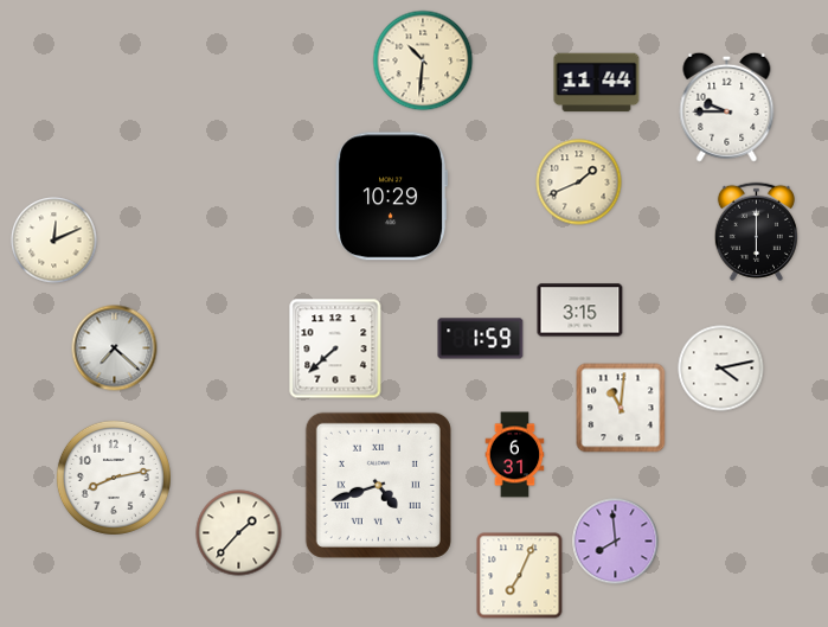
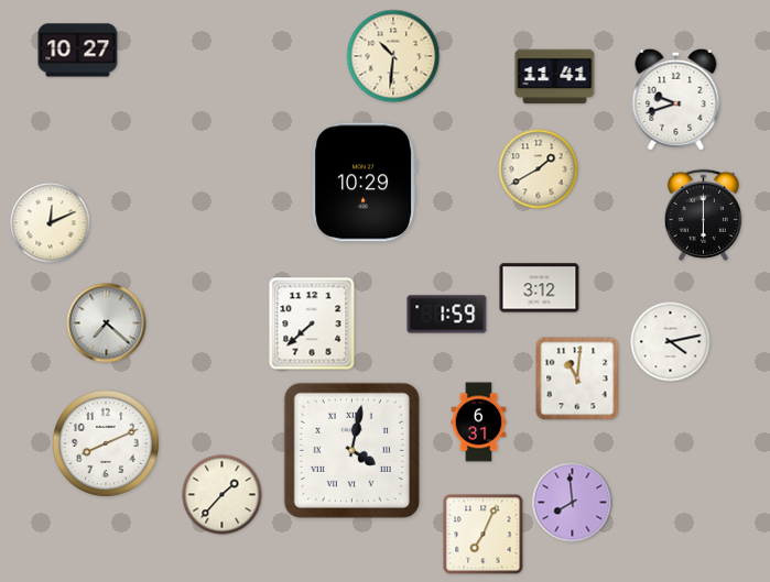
clock at (78, 51): none -> 10:27
clock at (597, 83): 11:44 -> 11:41
clock at (727, 107): 9:45 -> 9:42
clock at (579, 183): 1:41 -> 1:40
clock at (580, 311): 3:15 -> 3:12
clock at (114, 478): 8:13 -> 8:11
clock at (378, 485): 4:42 -> 4:02
